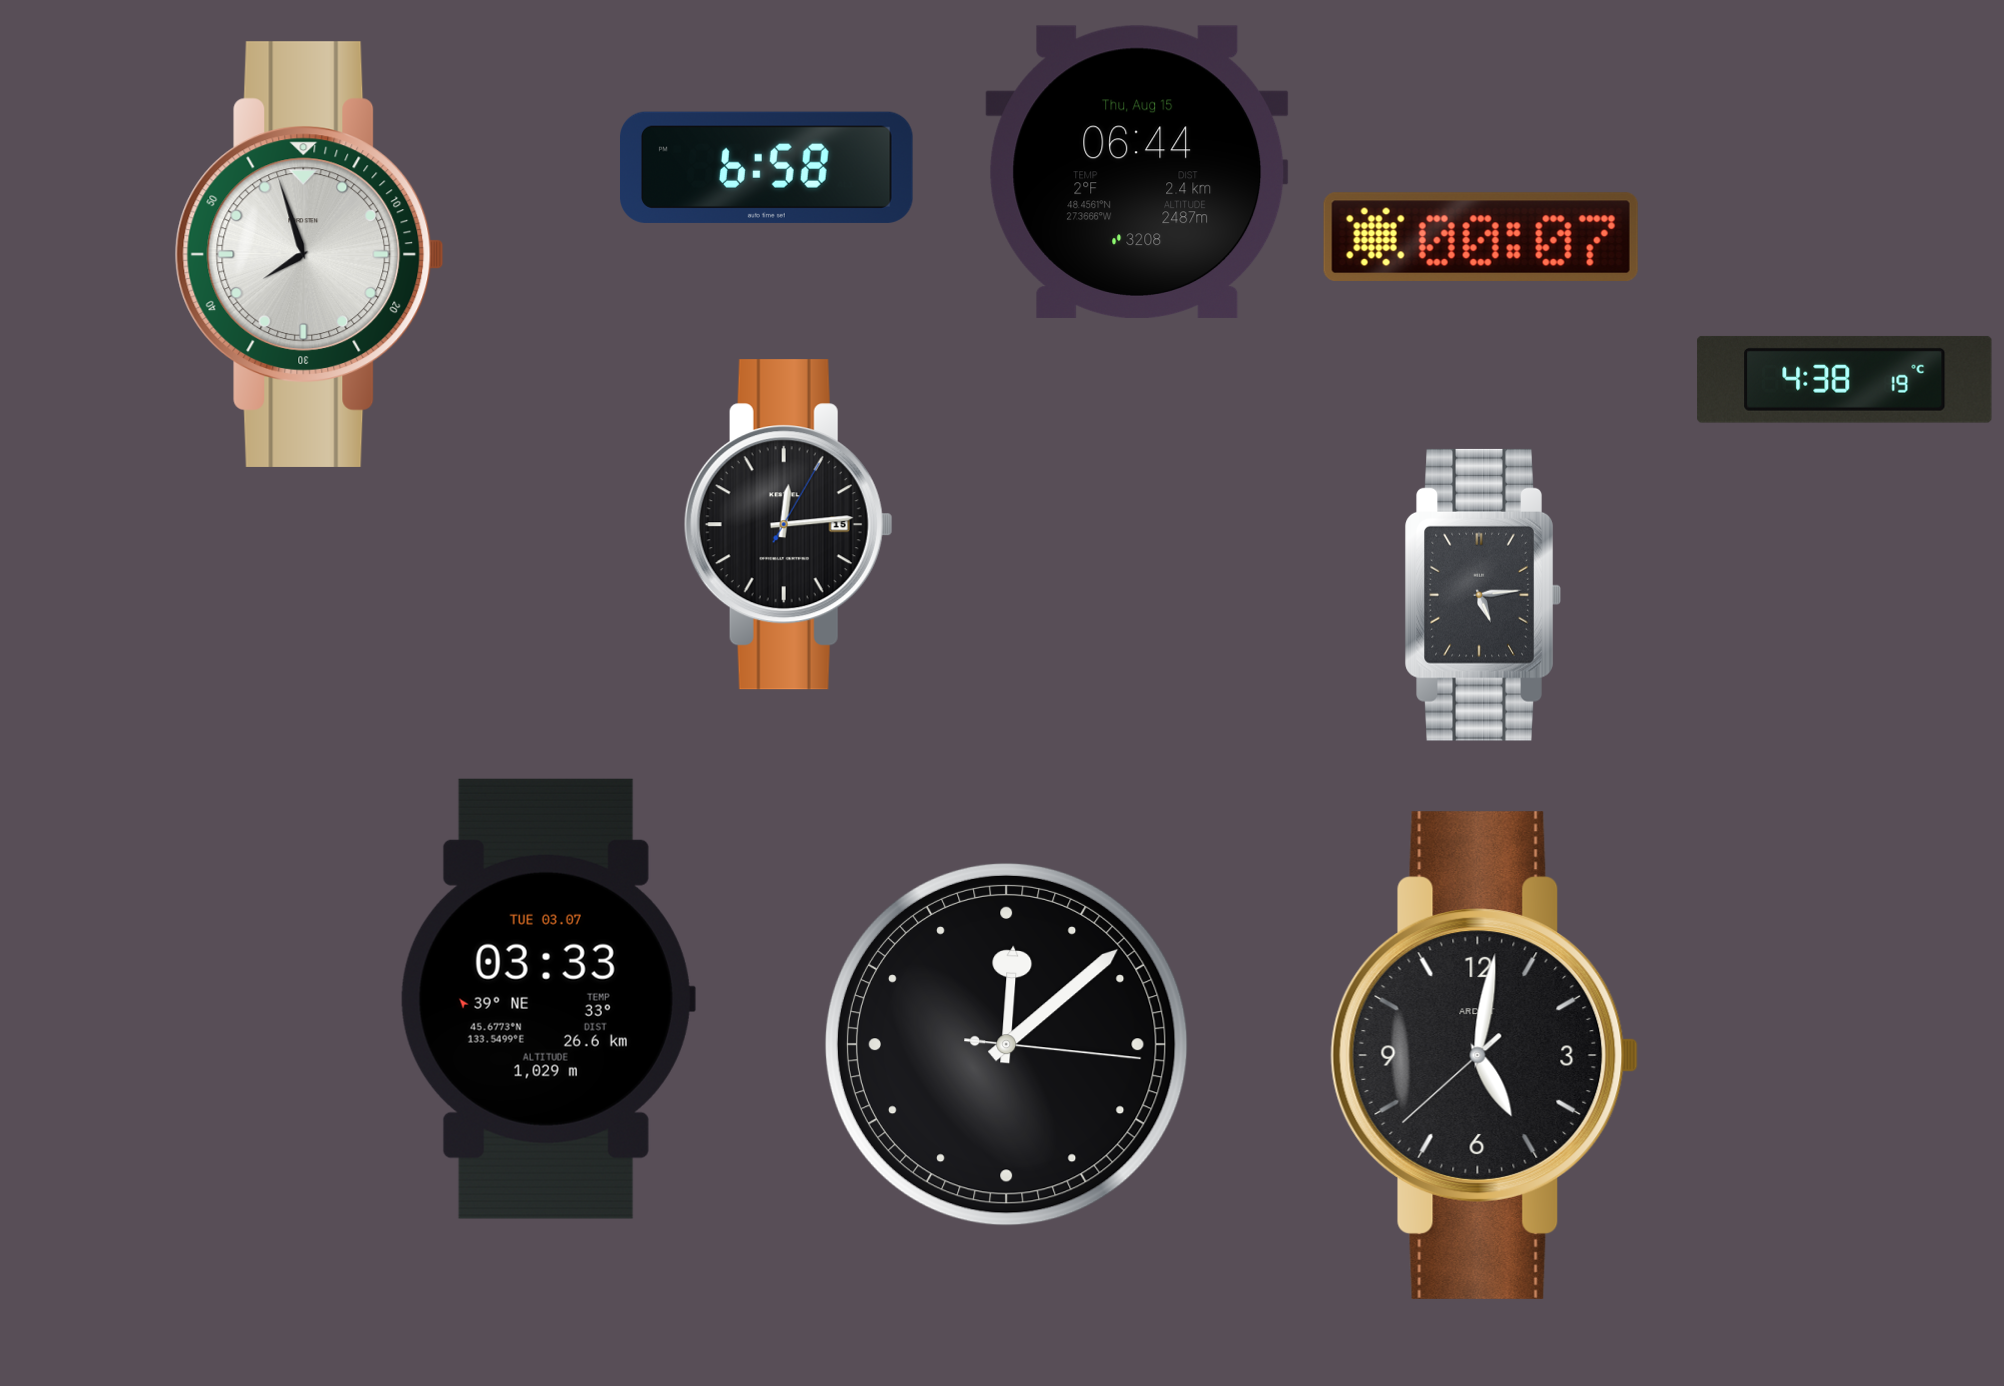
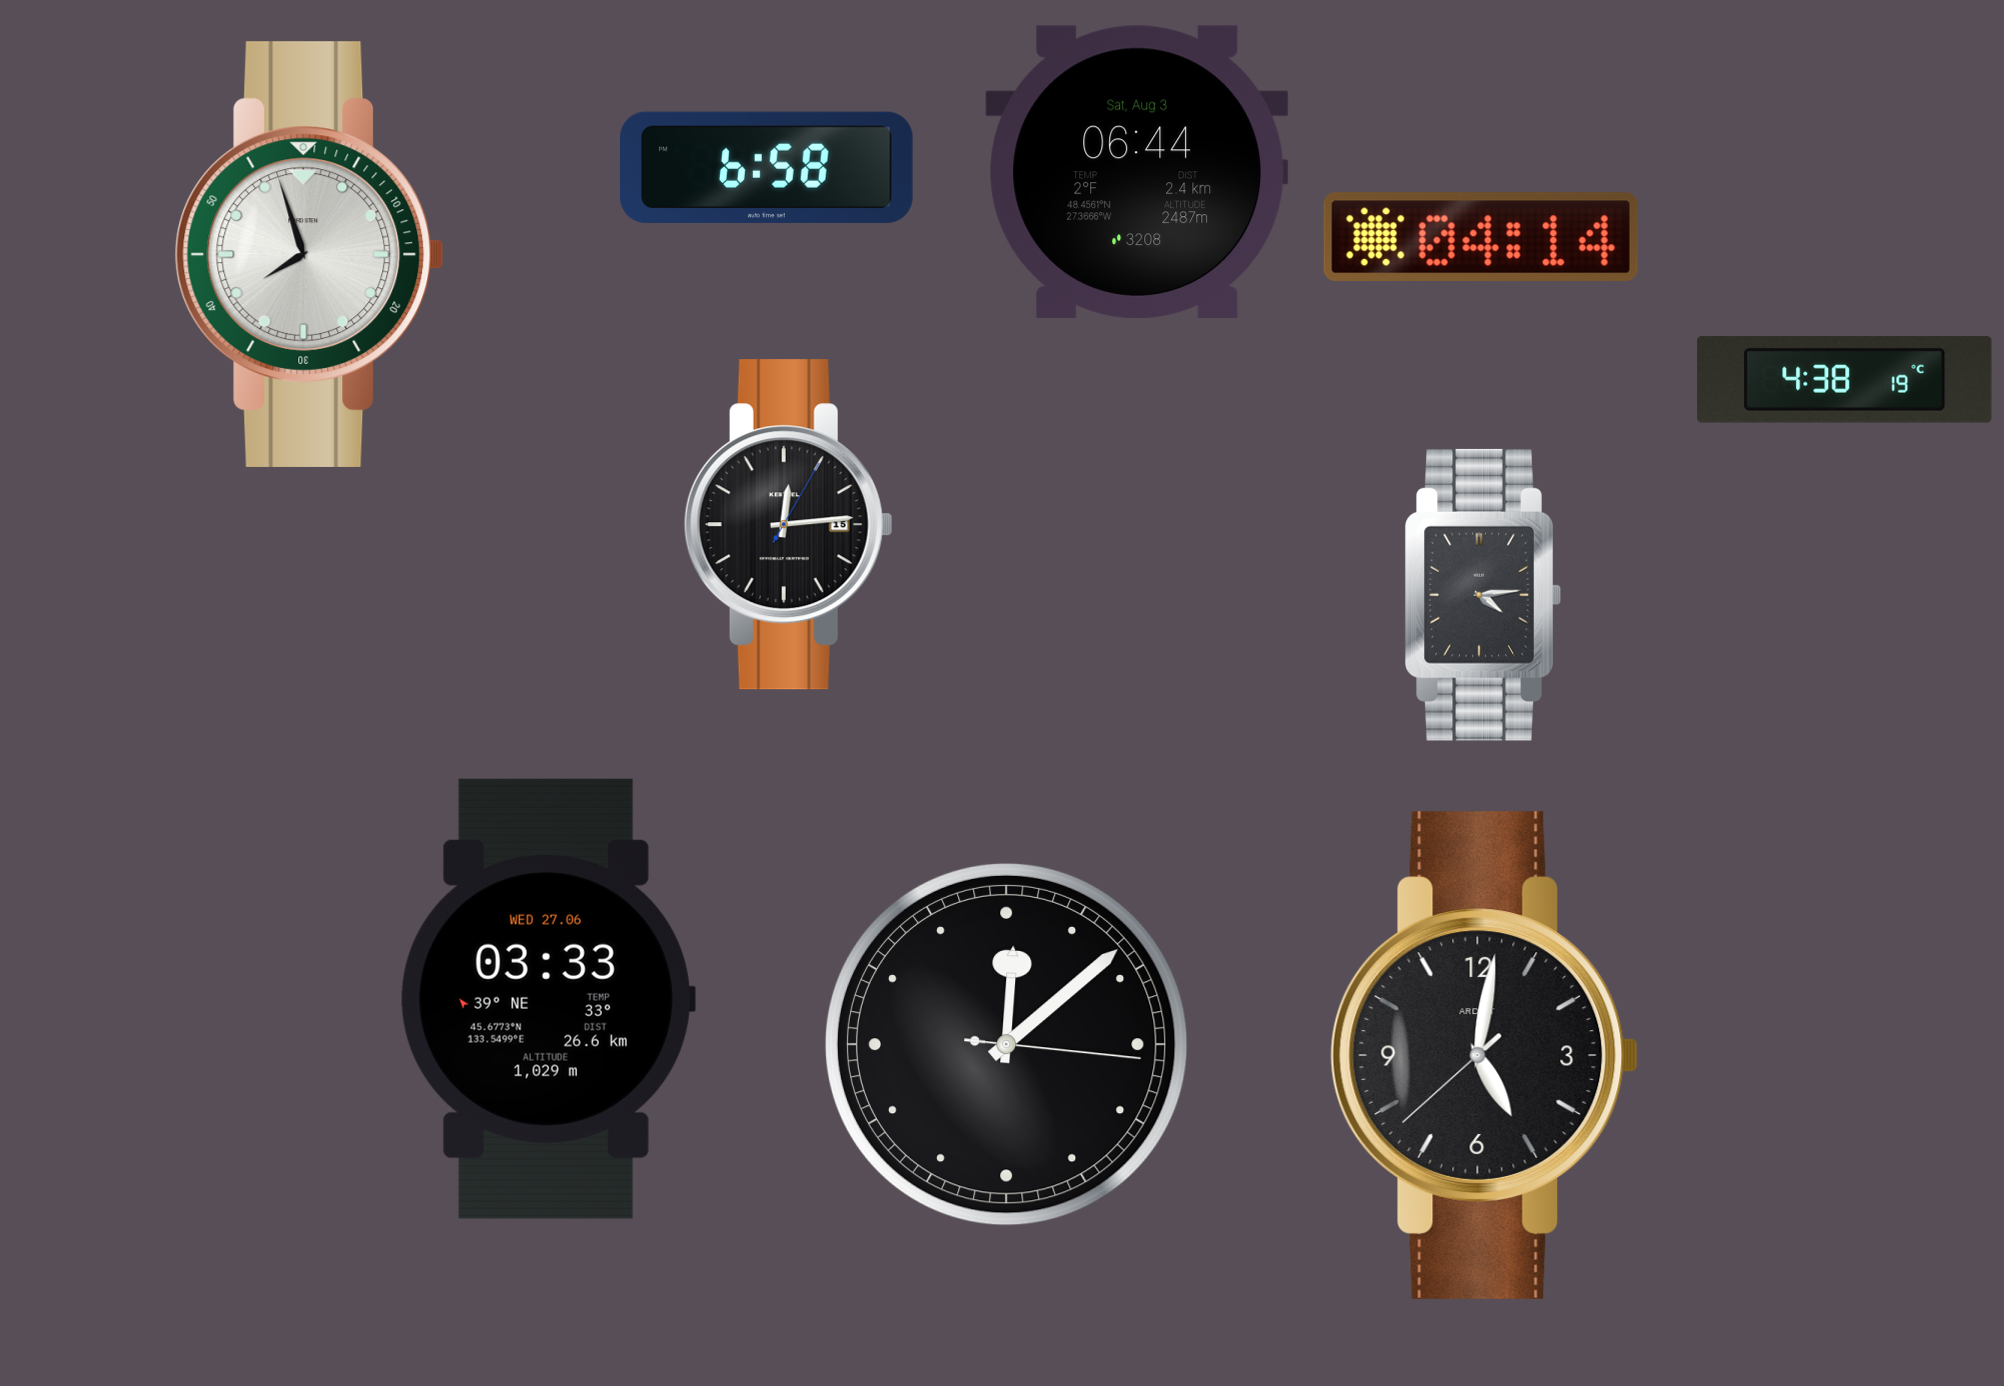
clock at (1137, 172) date: Thu, Aug 15 -> Sat, Aug 3
clock at (1481, 237): 00:07 -> 04:14
clock at (1483, 595): 5:14 -> 4:14
clock at (547, 999) date: TUE 03.07 -> WED 27.06
